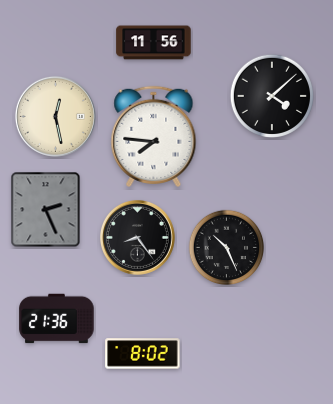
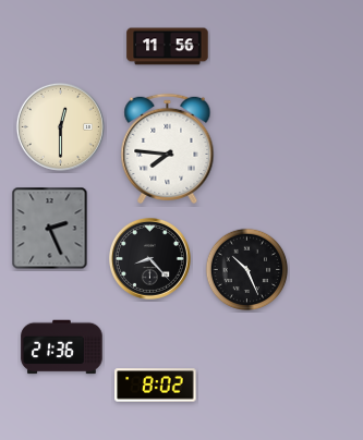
clock at (271, 95): 4:08 -> none
clock at (55, 116): 12:28 -> 12:30
clock at (137, 237): 8:24 -> 8:23
